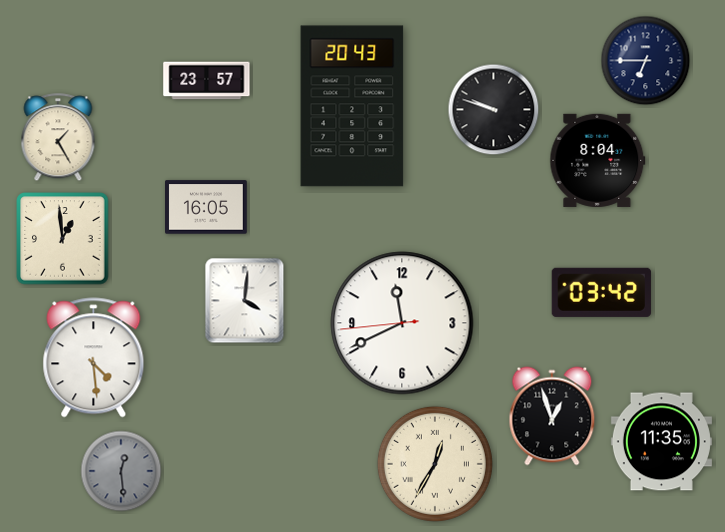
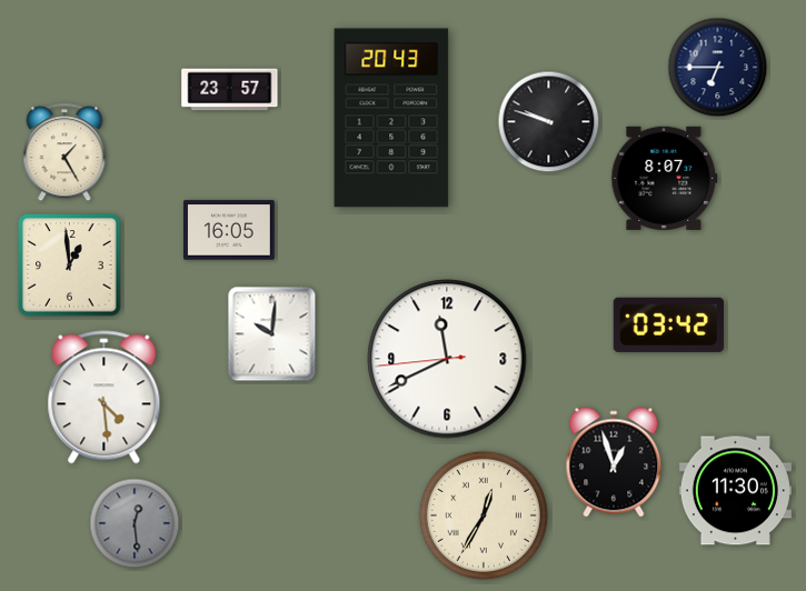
clock at (598, 160): 8:04 -> 8:07
clock at (245, 301): 4:01 -> 10:01
clock at (661, 442): 11:35 -> 11:30
